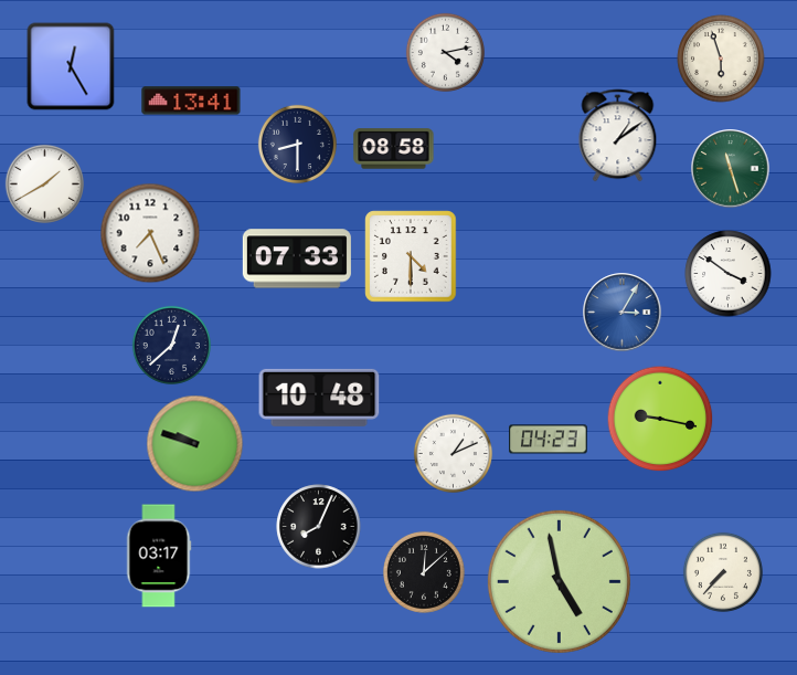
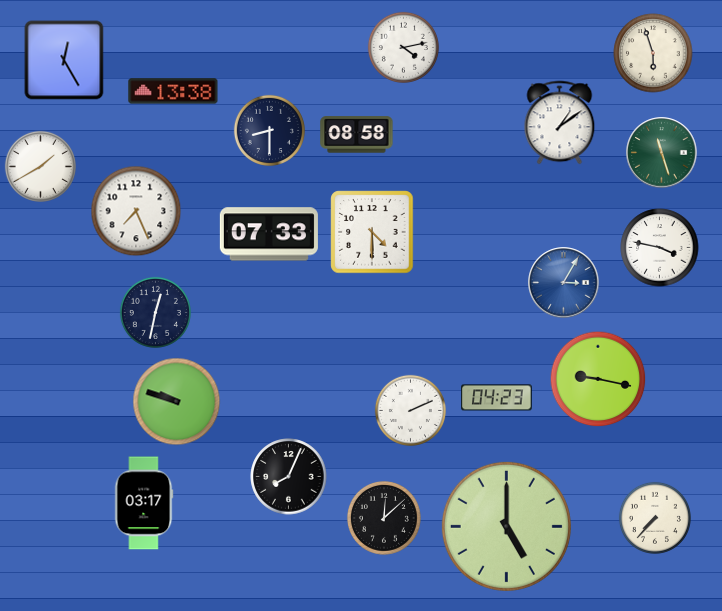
clock at (191, 101): 13:41 -> 13:38
clock at (729, 274): 3:51 -> 3:47
clock at (171, 345): 12:38 -> 12:32
clock at (319, 398): 10:48 -> none
clock at (453, 453): 1:11 -> 2:11
clock at (559, 581): 4:58 -> 5:00
